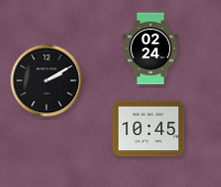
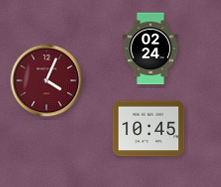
clock at (47, 81): 2:10 -> 4:04
clock at (47, 81) dial: black -> burgundy
